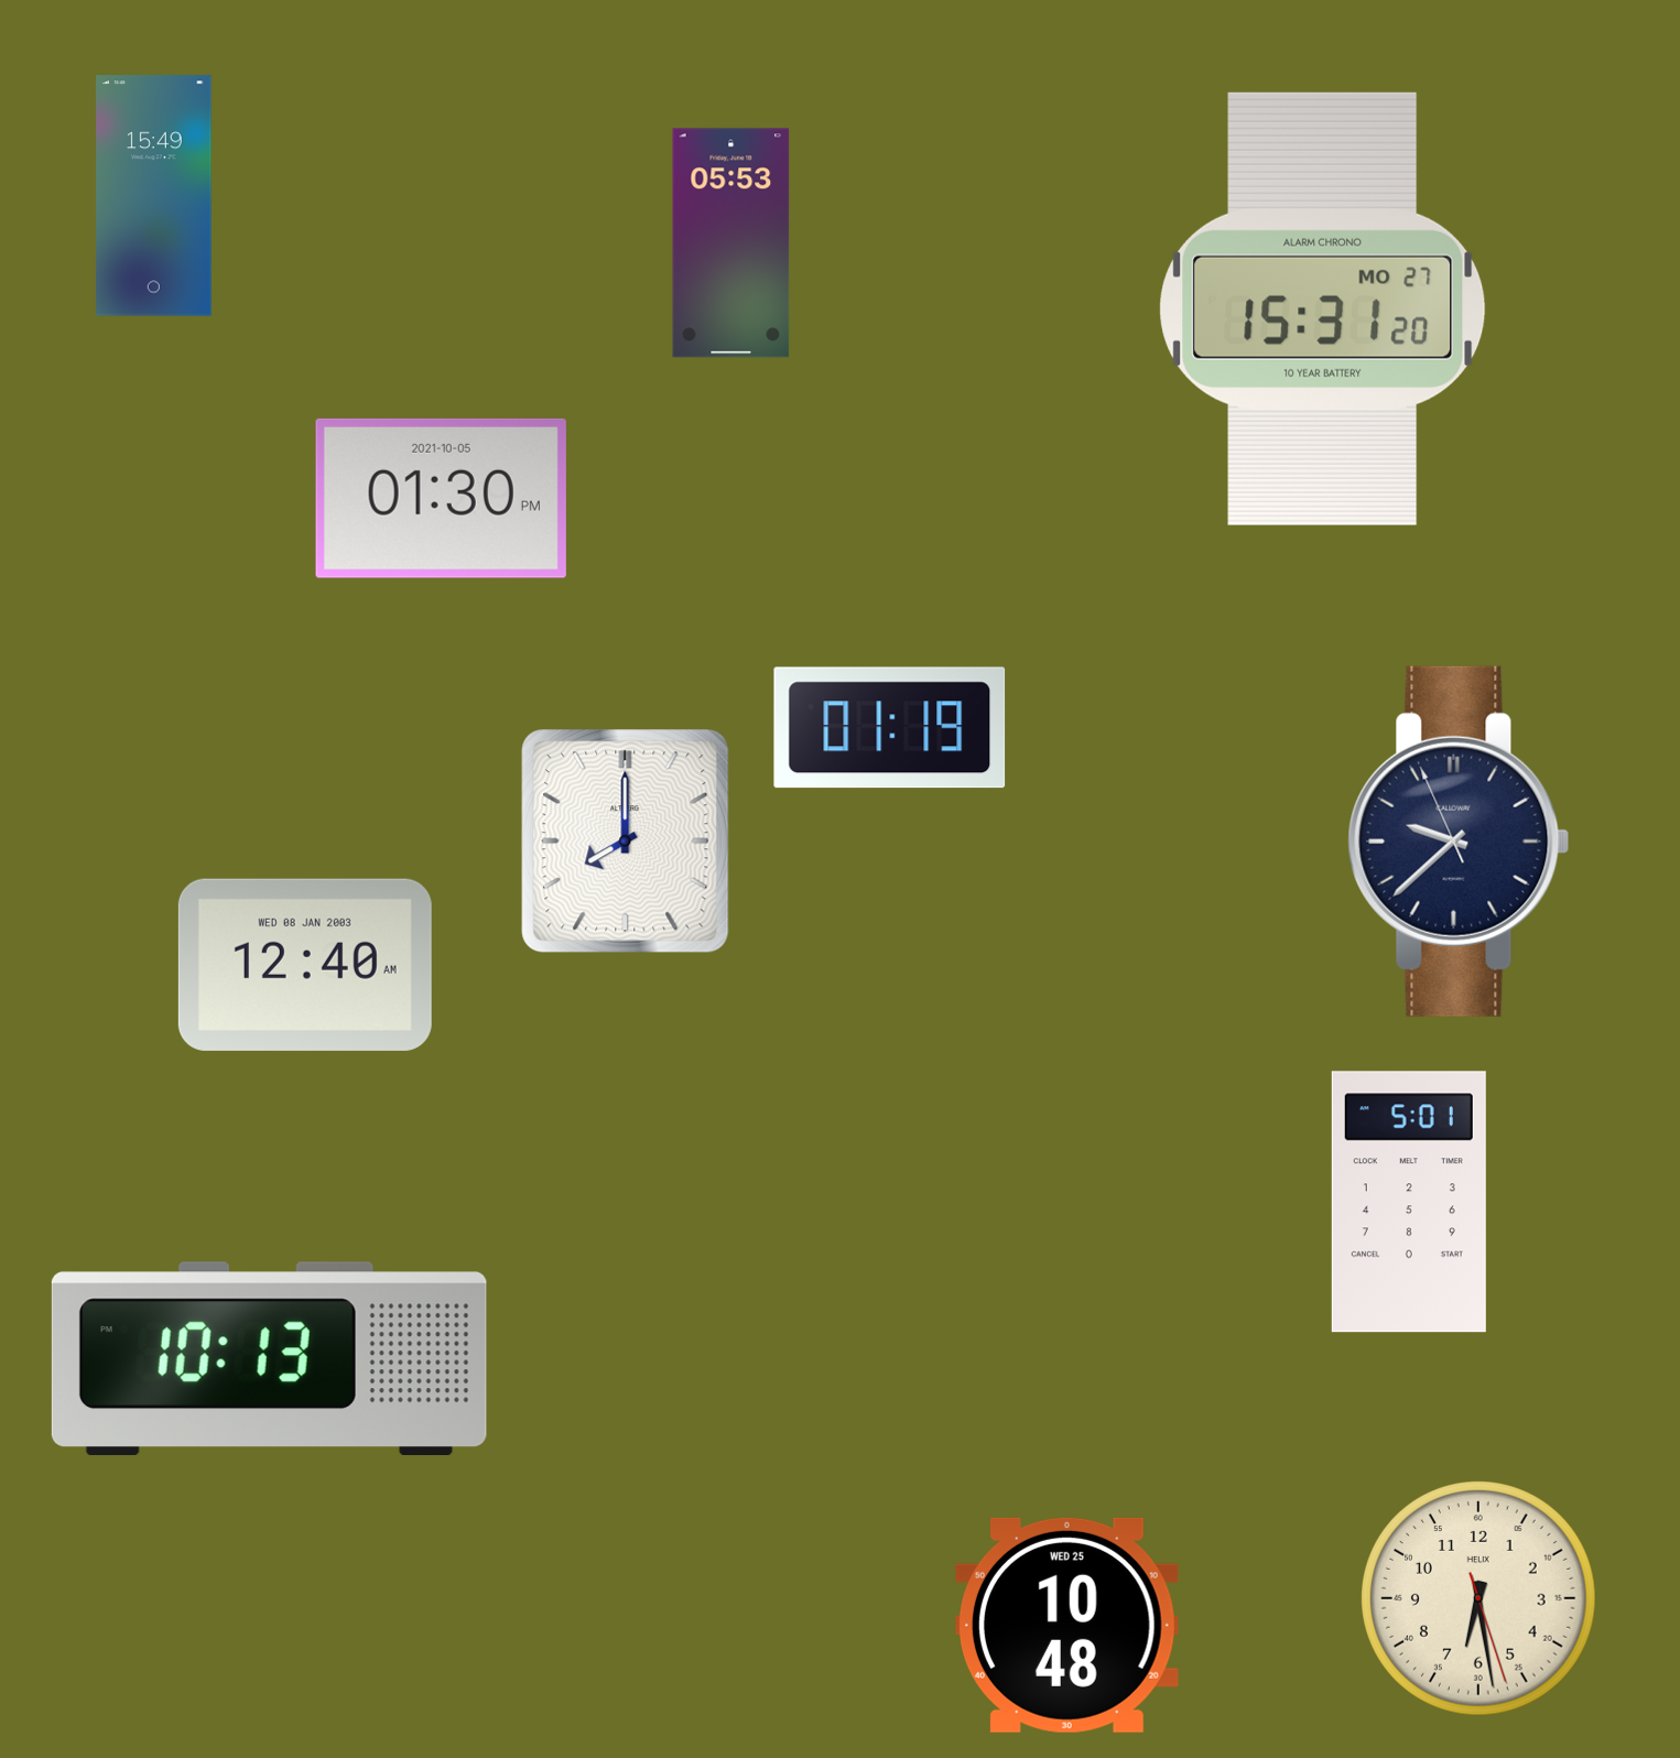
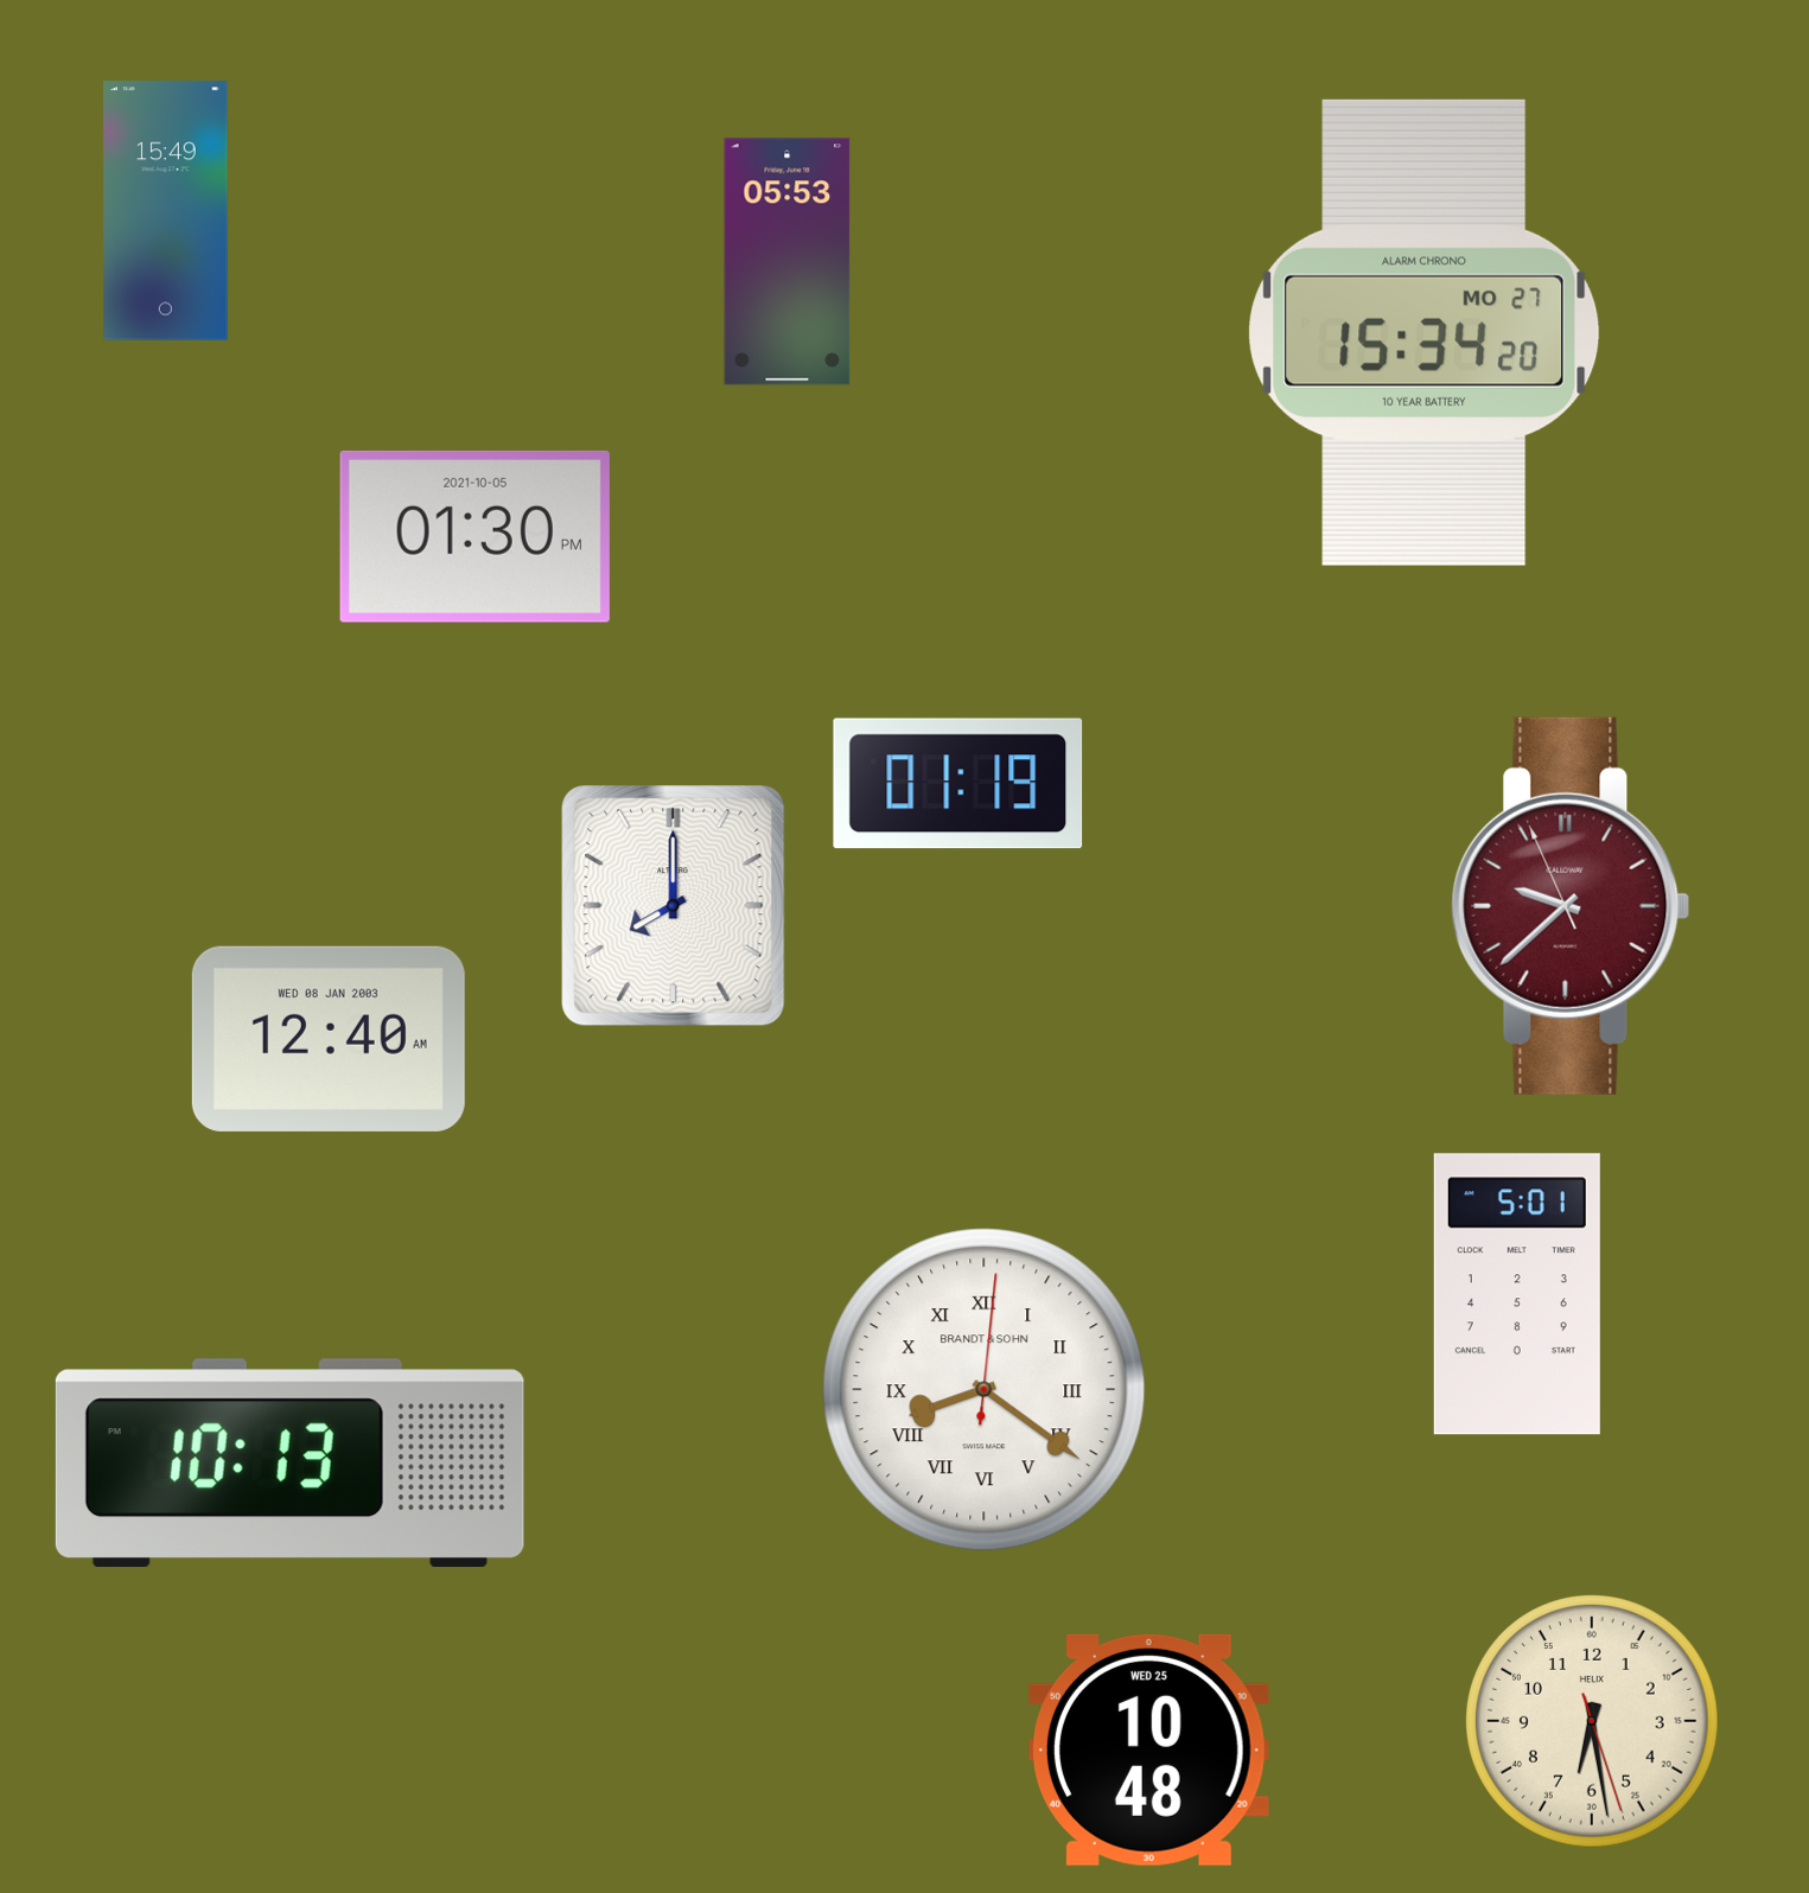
clock at (1323, 308): 15:31 -> 15:34
clock at (1459, 842) dial: navy -> burgundy
clock at (985, 1390): none -> 8:21
